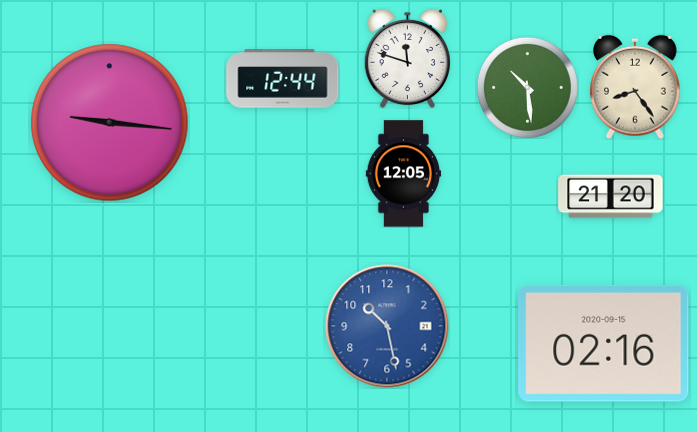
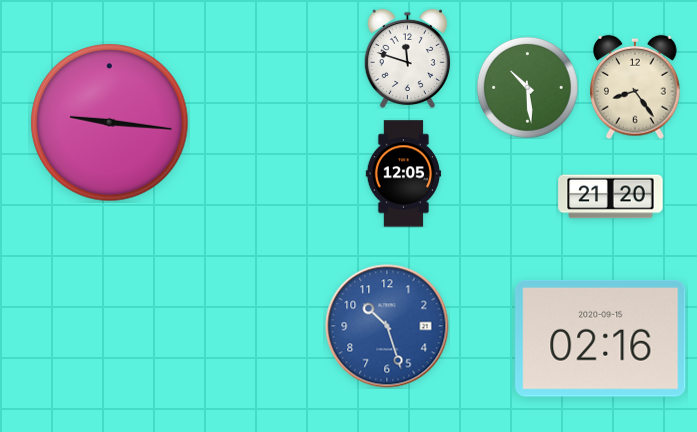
clock at (283, 79): 12:44 -> none
clock at (387, 326): 10:28 -> 10:27
clock at (604, 343) position: (604, 343) -> (601, 338)
